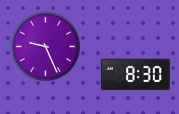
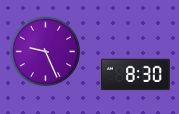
clock at (46, 47) position: (46, 47) -> (46, 52)
